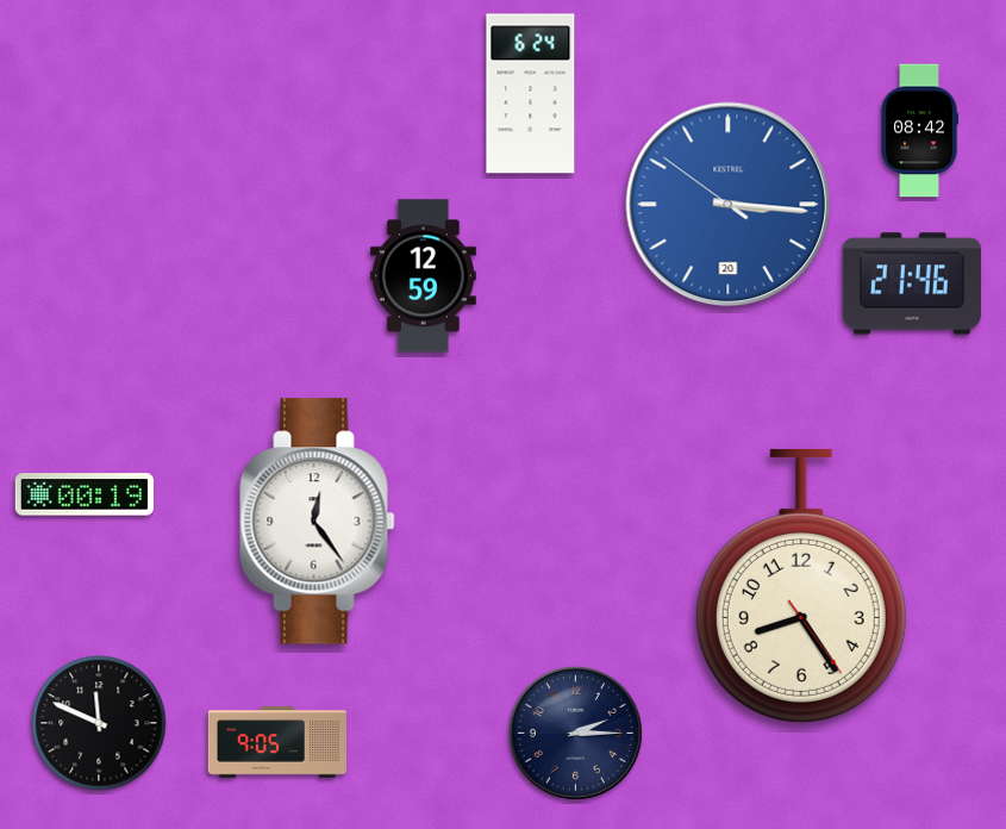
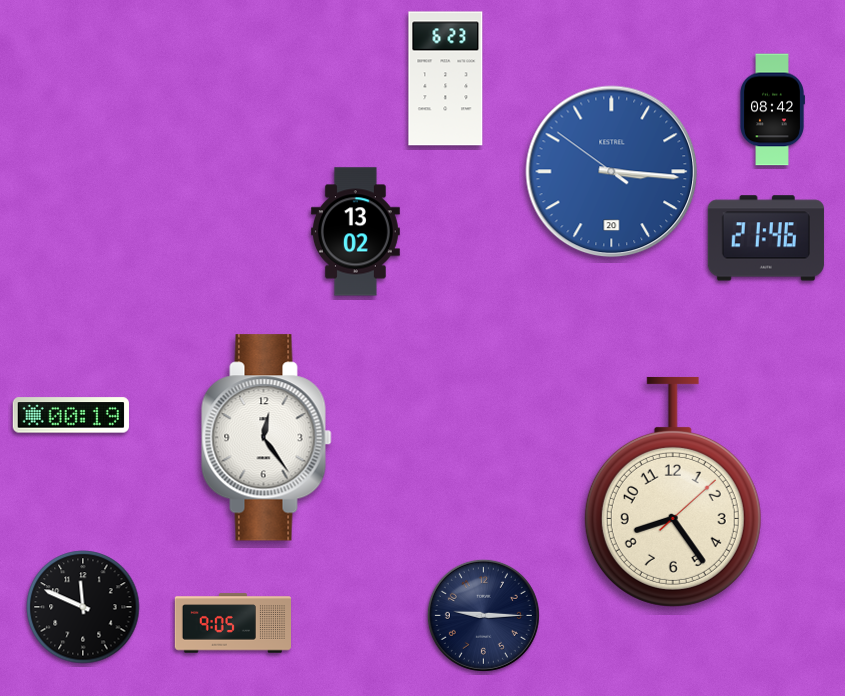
clock at (531, 94): 6:24 -> 6:23
clock at (423, 276): 12:59 -> 13:02
clock at (801, 586): 8:24:24 -> 8:24:08
clock at (575, 733): 2:15 -> 9:15
